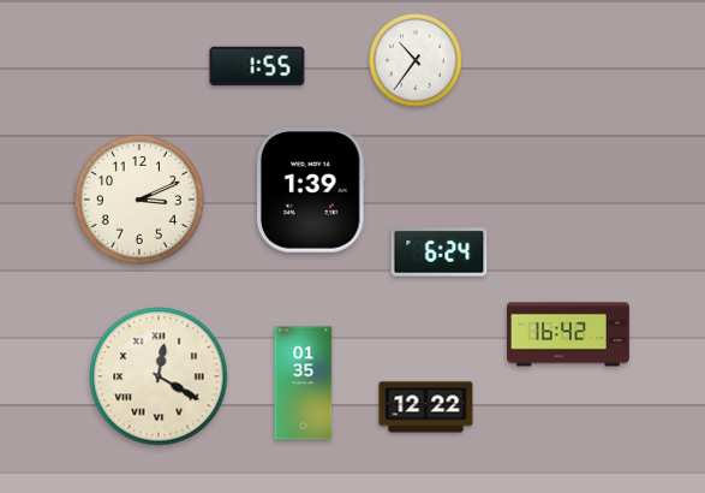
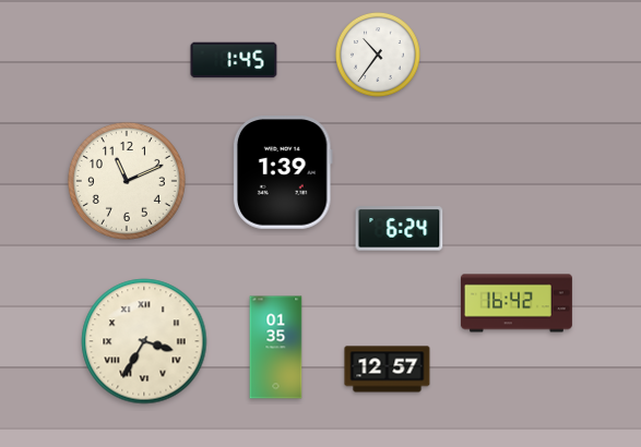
clock at (257, 66): 1:55 -> 1:45
clock at (139, 200): 3:11 -> 11:11
clock at (159, 376): 12:20 -> 3:35
clock at (426, 408): 12:22 -> 12:57
